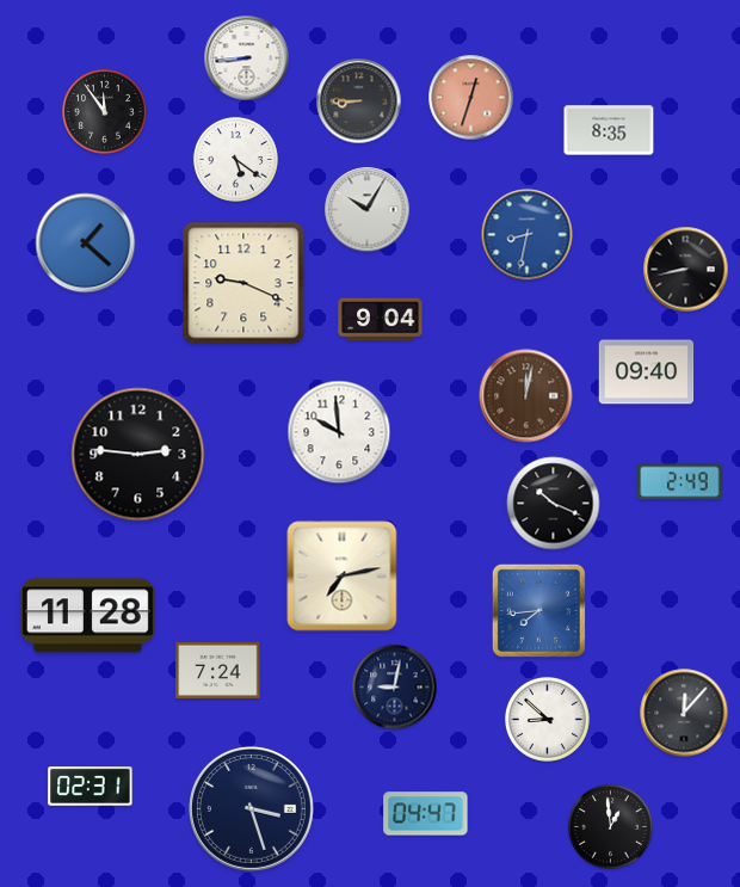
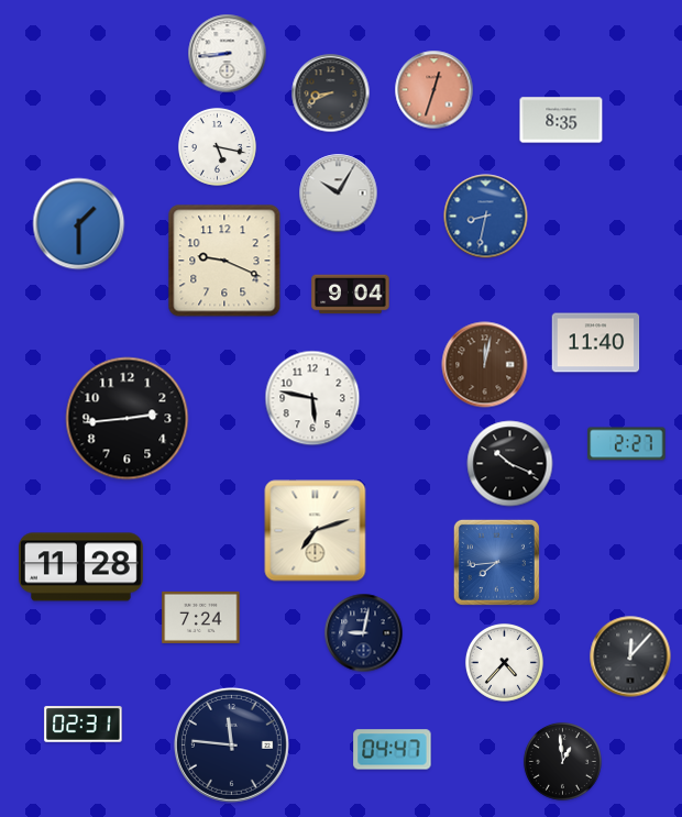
clock at (359, 101): 8:45 -> 8:41
clock at (104, 111): 11:54 -> none
clock at (235, 159): 5:21 -> 5:17
clock at (86, 244): 1:22 -> 1:30
clock at (686, 270): 8:43 -> none
clock at (647, 372): 09:40 -> 11:40
clock at (339, 432): 9:59 -> 5:47
clock at (138, 455): 2:46 -> 2:44
clock at (680, 482): 2:49 -> 2:27
clock at (343, 577): 7:13 -> 7:12
clock at (547, 719): 8:52 -> 4:37
clock at (251, 808): 3:27 -> 11:46
